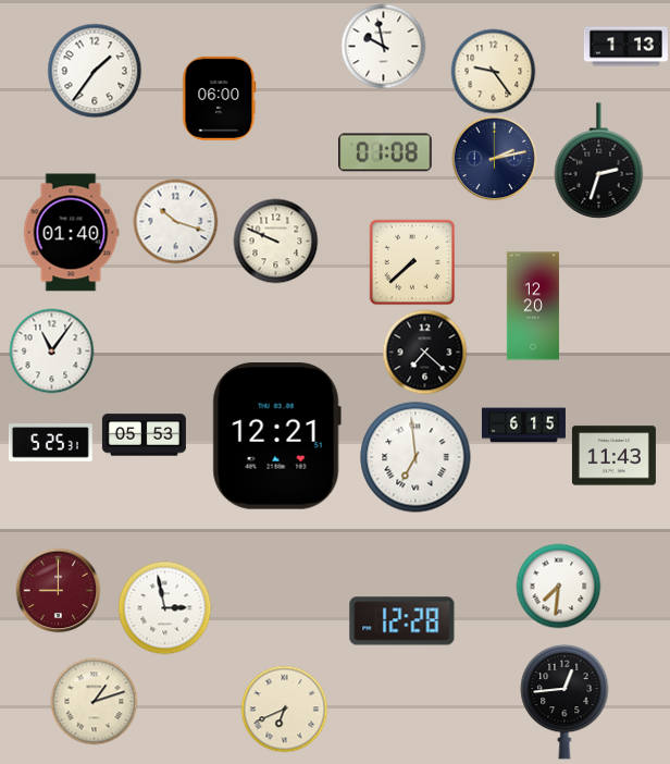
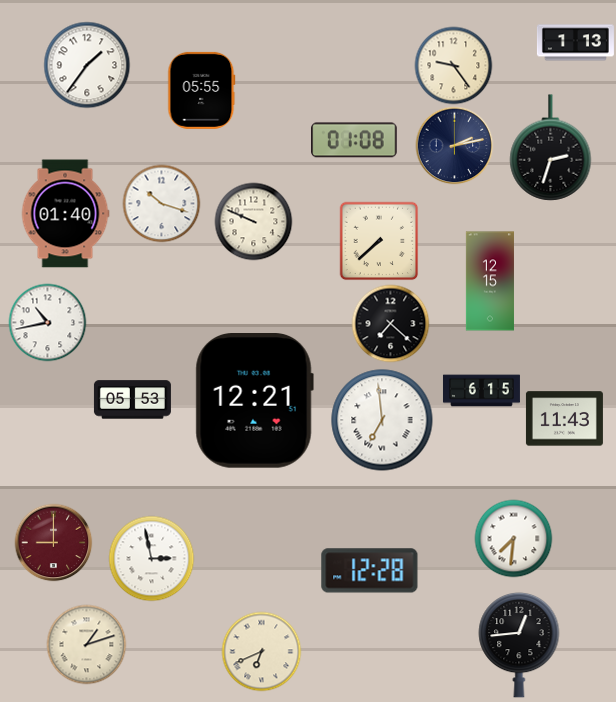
clock at (383, 46): 9:58 -> none
clock at (220, 98): 06:00 -> 05:55
clock at (533, 306): 12:20 -> 12:15
clock at (51, 350): 11:06 -> 10:43
clock at (50, 443): 5:25 -> none
